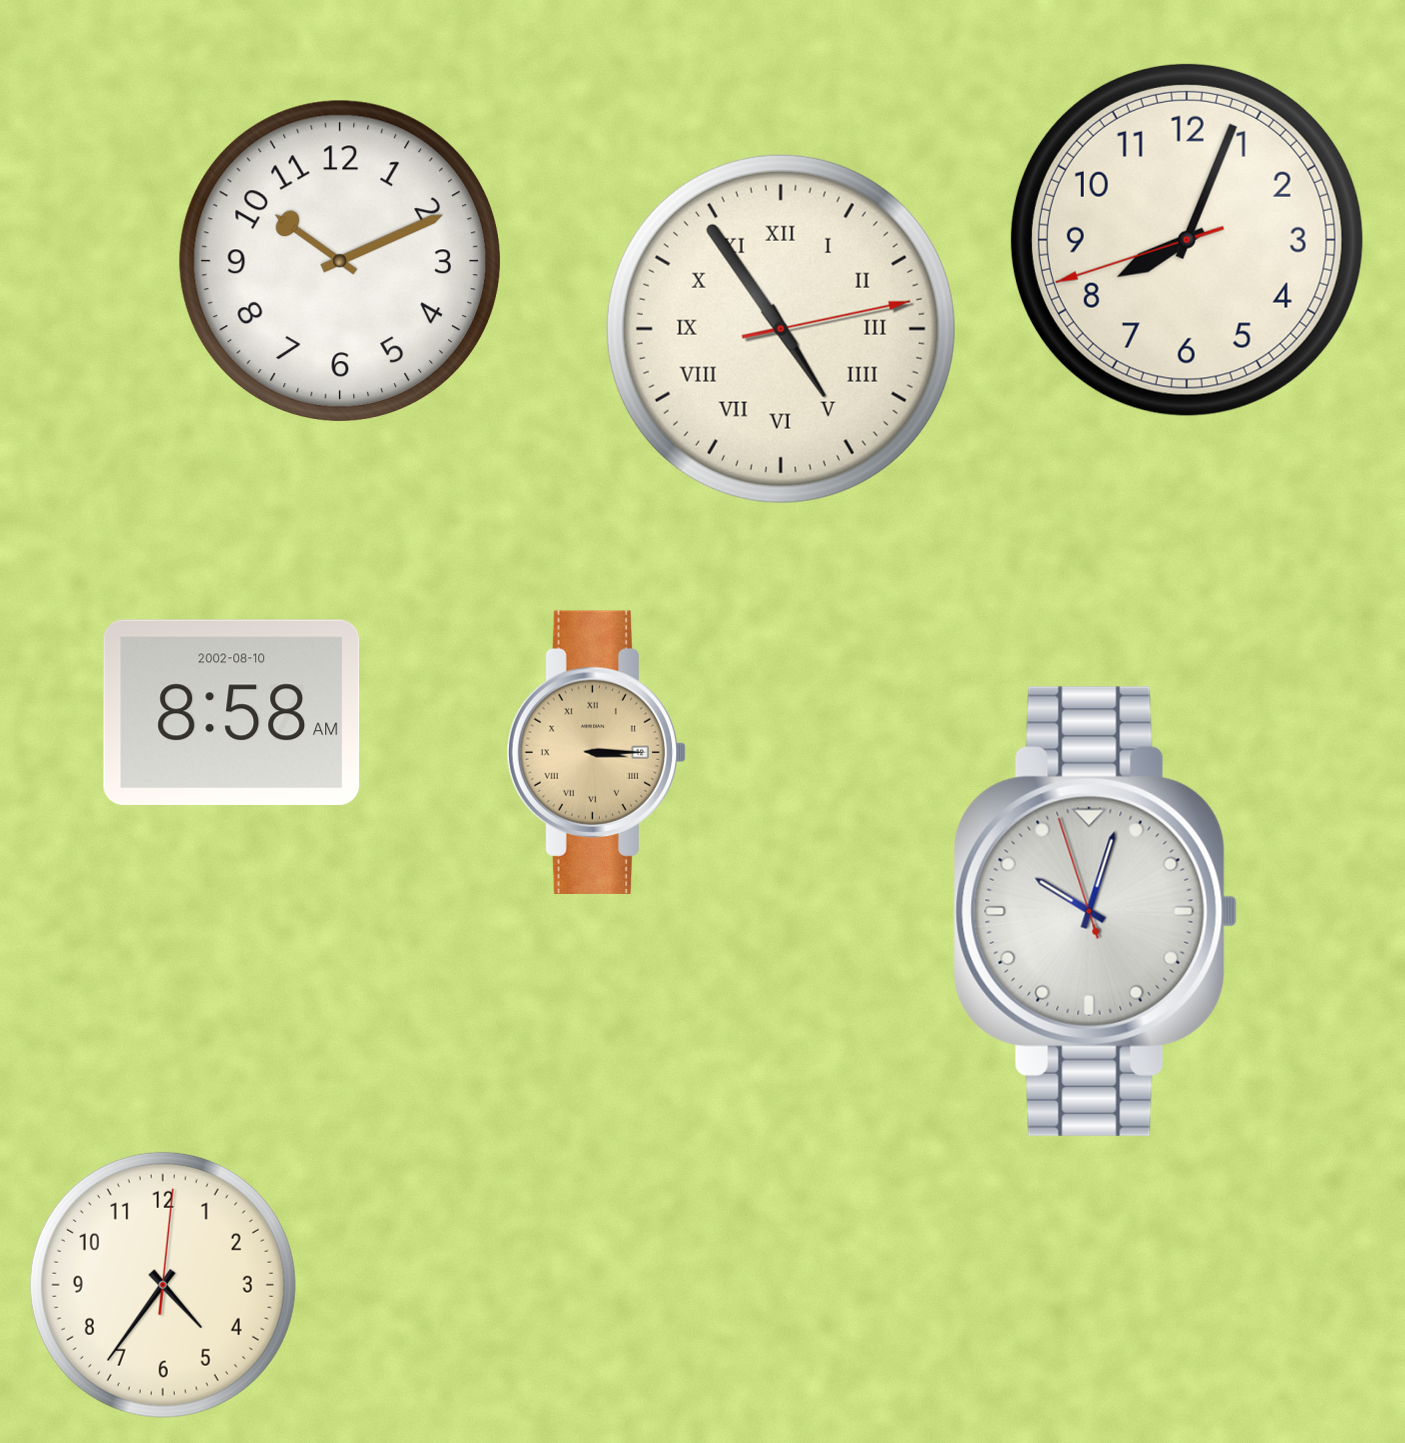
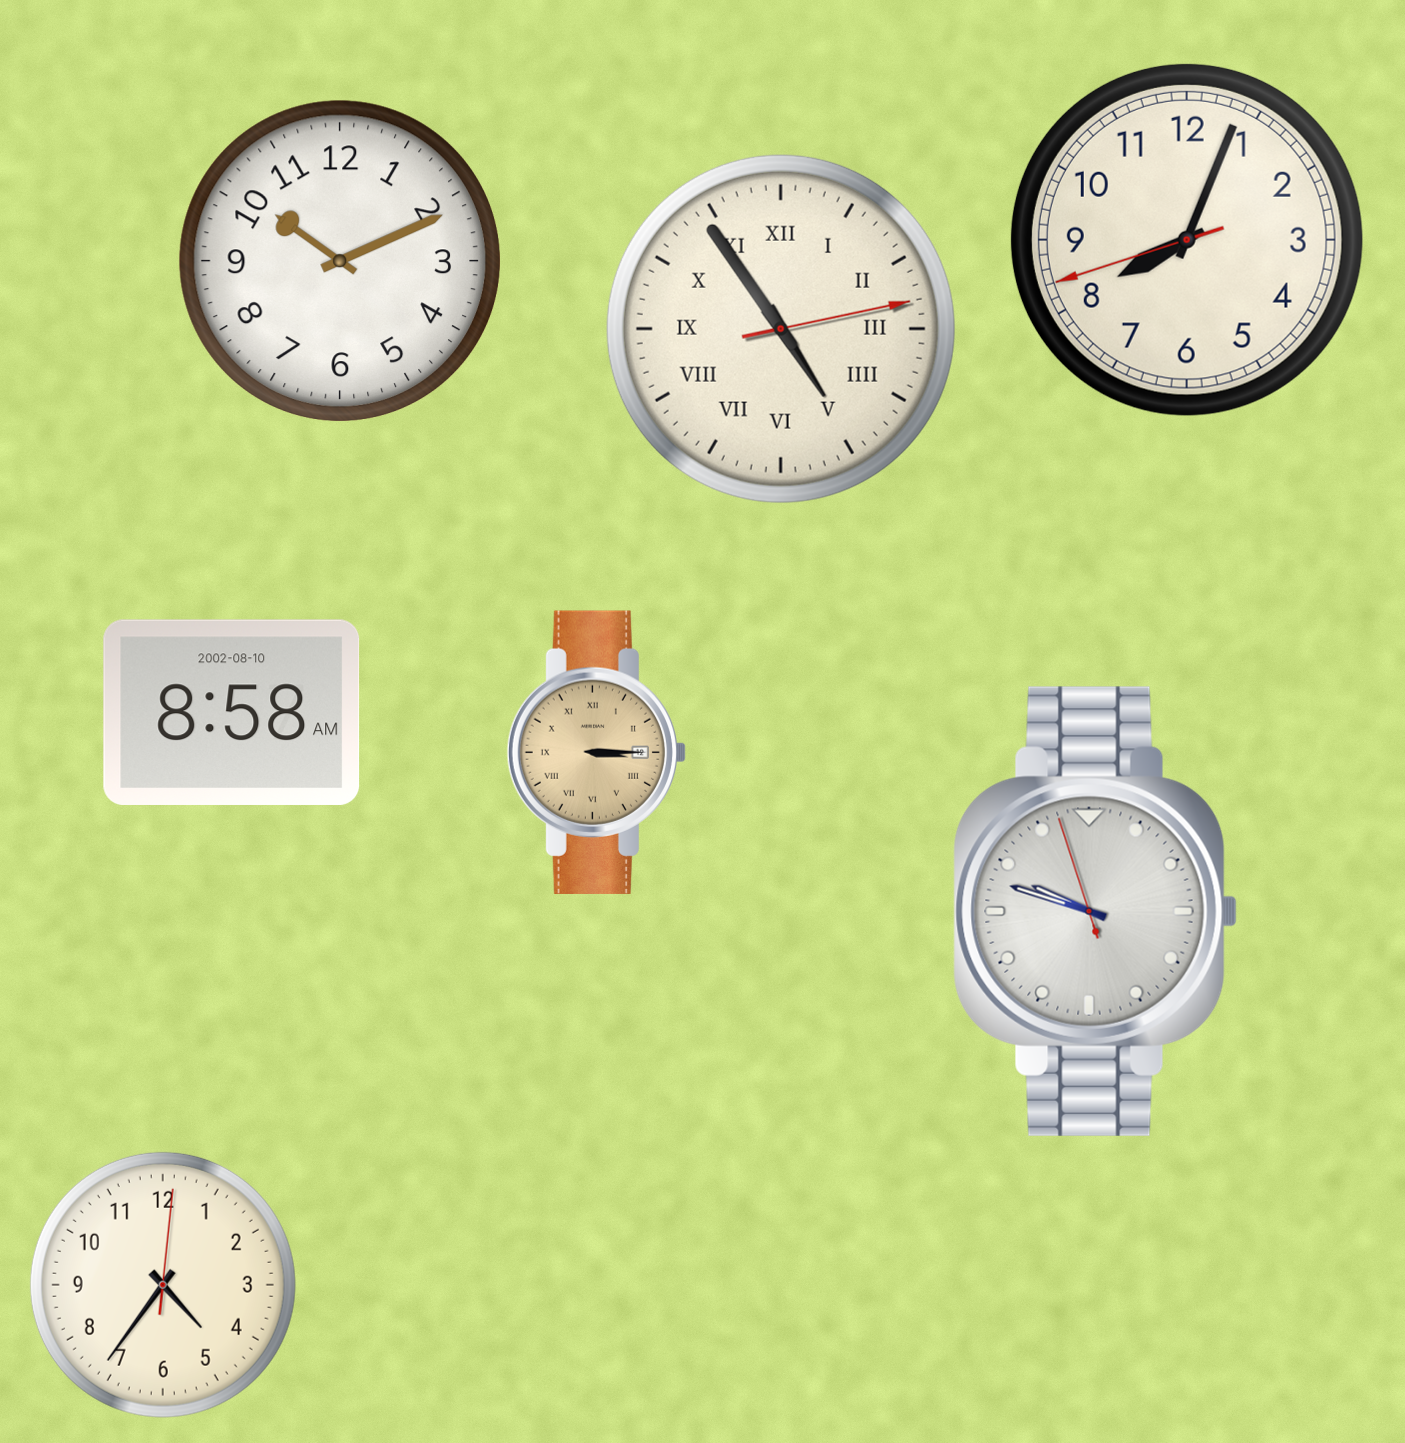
clock at (1095, 911): 10:02 -> 9:47
